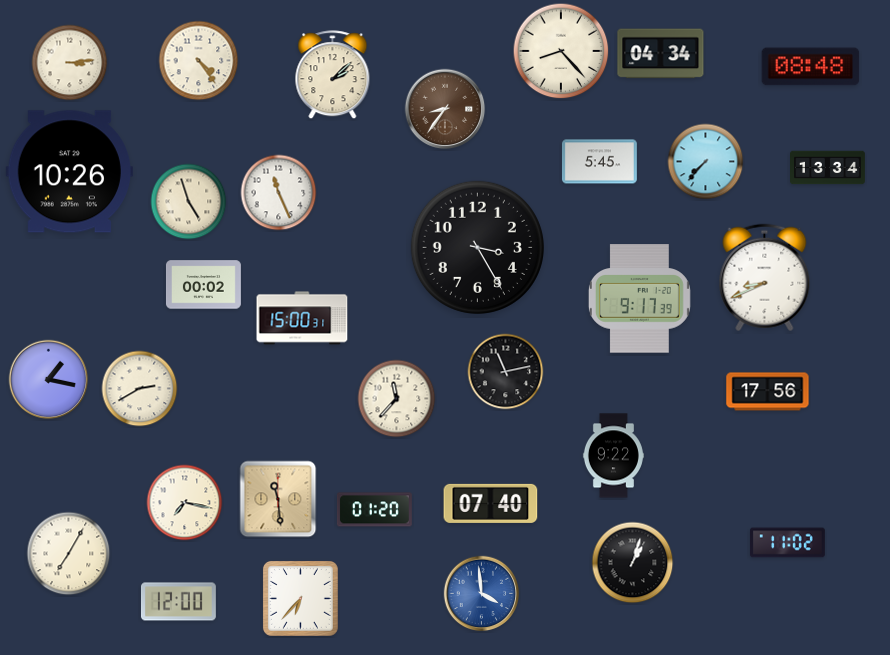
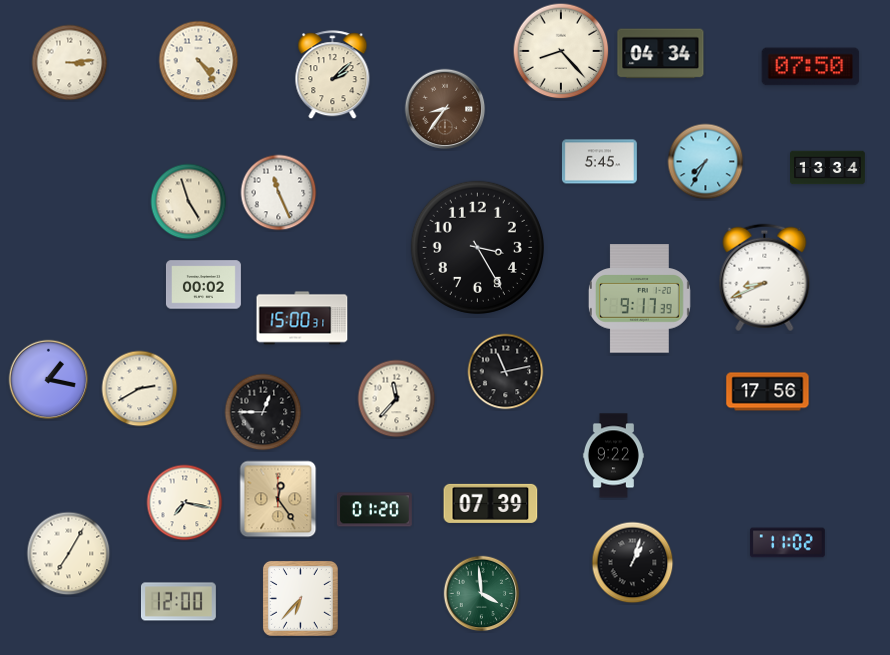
clock at (811, 67): 08:48 -> 07:50
clock at (706, 162): 7:37 -> 7:35
clock at (69, 172): 10:26 -> none
clock at (263, 412): none -> 12:45
clock at (278, 499): 11:29 -> 12:24
clock at (491, 503): 07:40 -> 07:39
clock at (482, 594) dial: blue -> green
